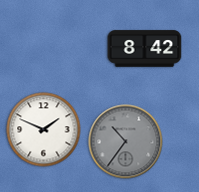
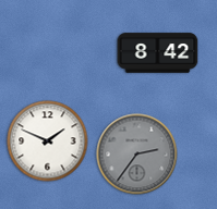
clock at (126, 142): 10:36 -> 2:36
